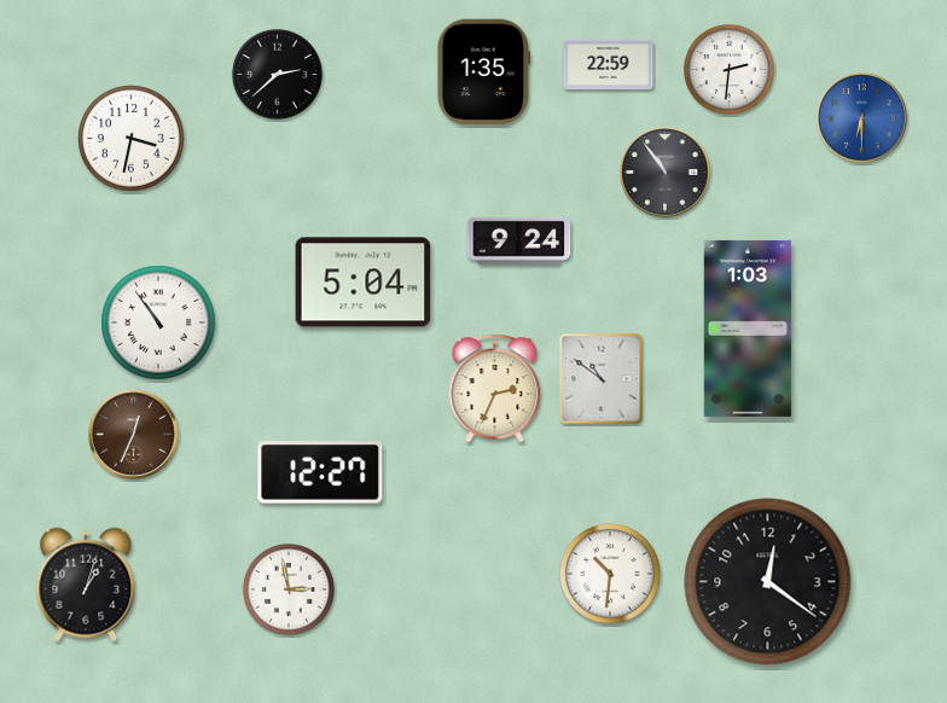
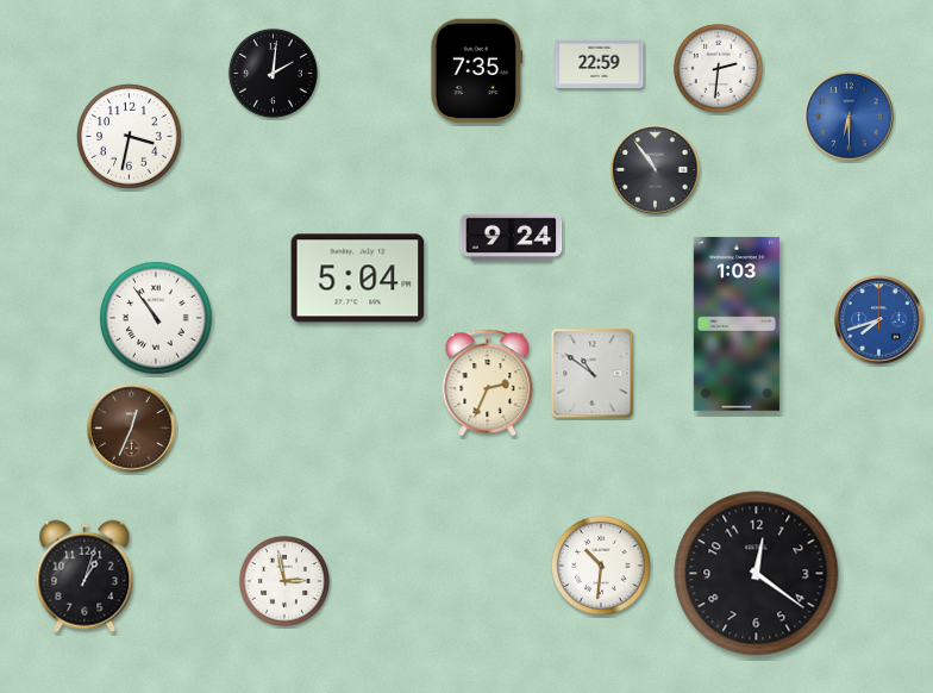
clock at (484, 72): 1:35 -> 7:35
clock at (277, 74): 2:38 -> 2:01
clock at (879, 320): none -> 7:42
clock at (320, 472): 12:27 -> none
